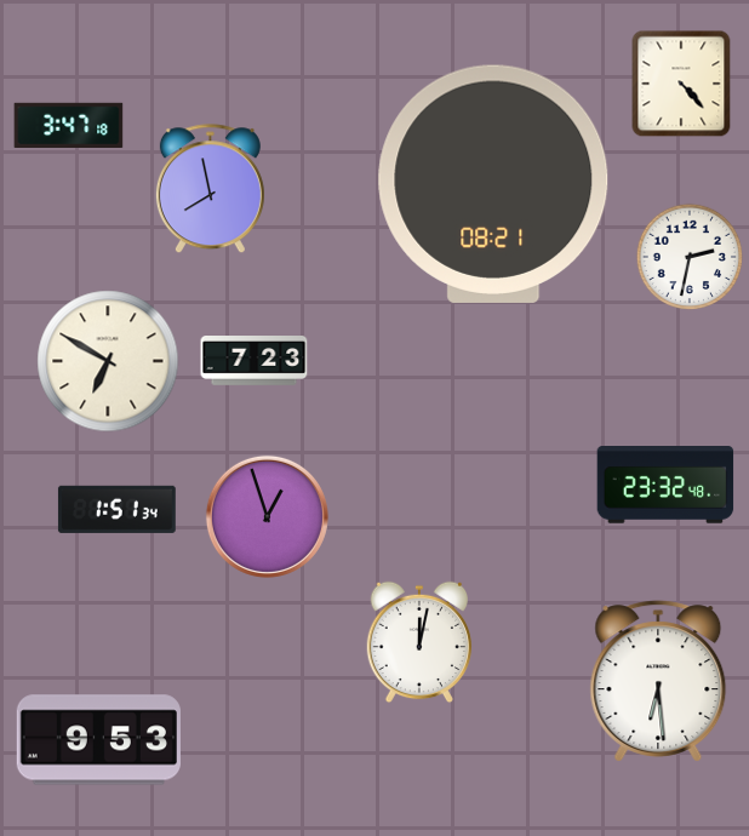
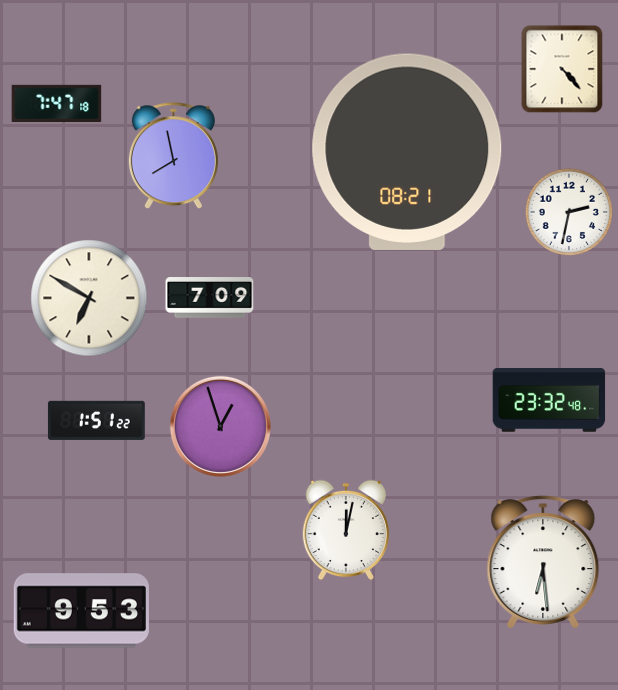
clock at (69, 126): 3:47 -> 7:47
clock at (255, 361): 7:23 -> 7:09
clock at (116, 509): 1:51:34 -> 1:51:22
